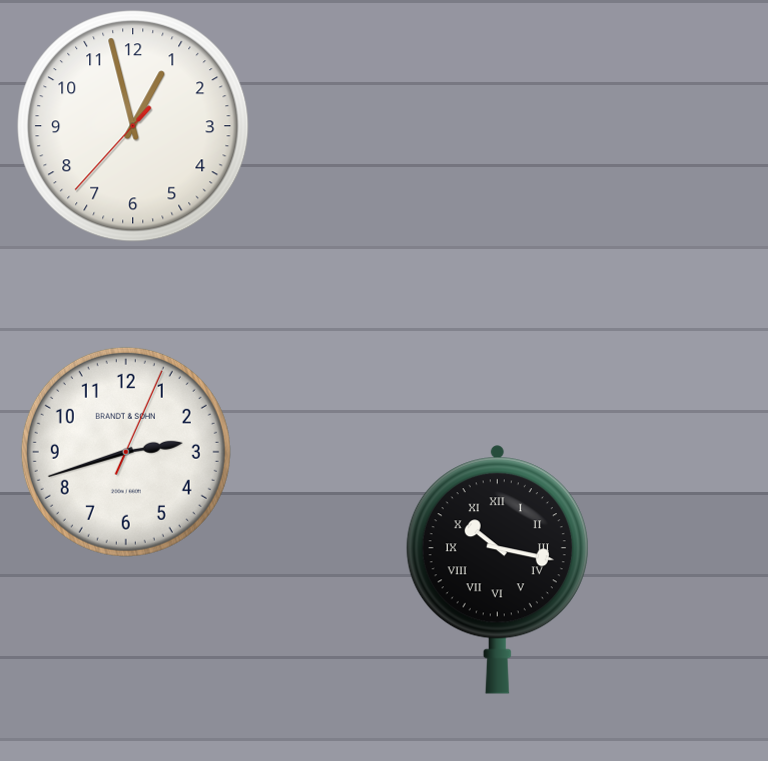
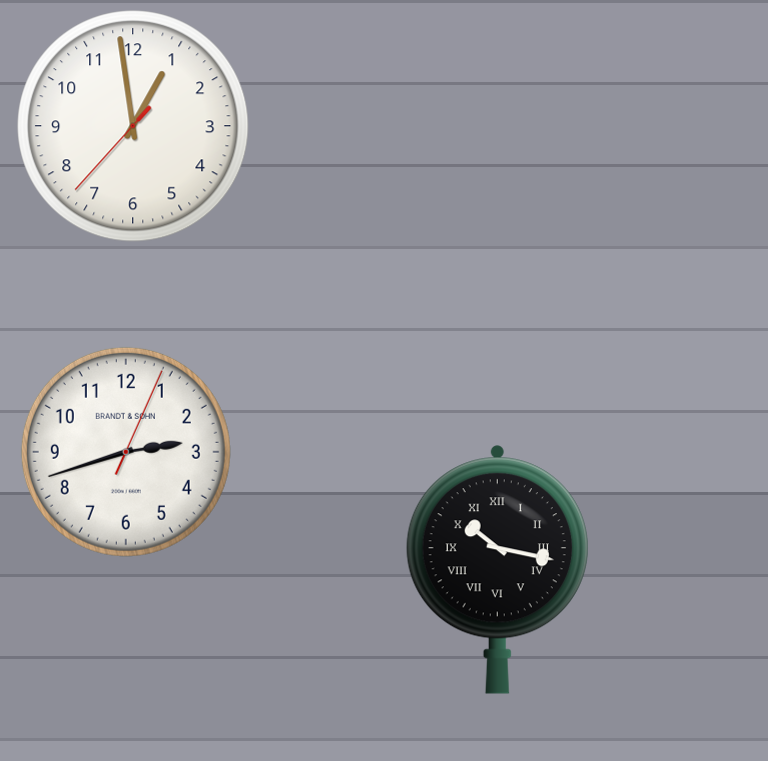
clock at (133, 126): 12:57 -> 12:58
